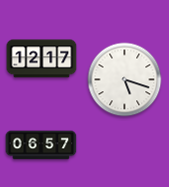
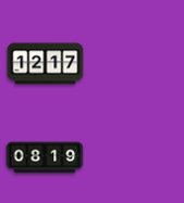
clock at (125, 80): 5:18 -> none
clock at (41, 145): 06:57 -> 08:19
